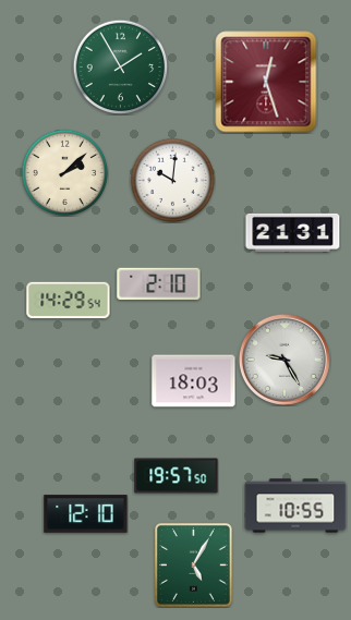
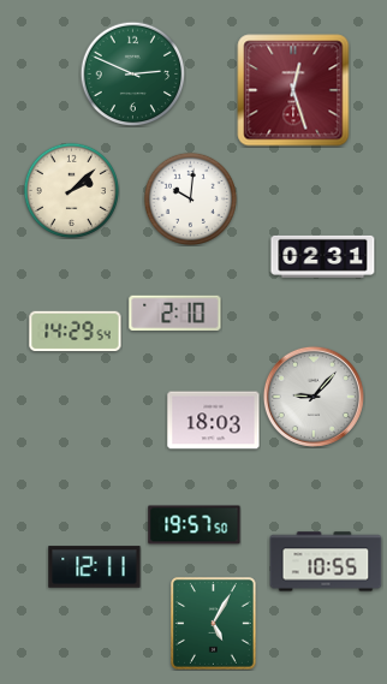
clock at (120, 66): 1:55 -> 2:49
clock at (293, 232): 21:31 -> 02:31
clock at (285, 360): 9:25 -> 9:07
clock at (295, 506) position: (295, 506) -> (326, 561)
clock at (86, 514): 12:10 -> 12:11
